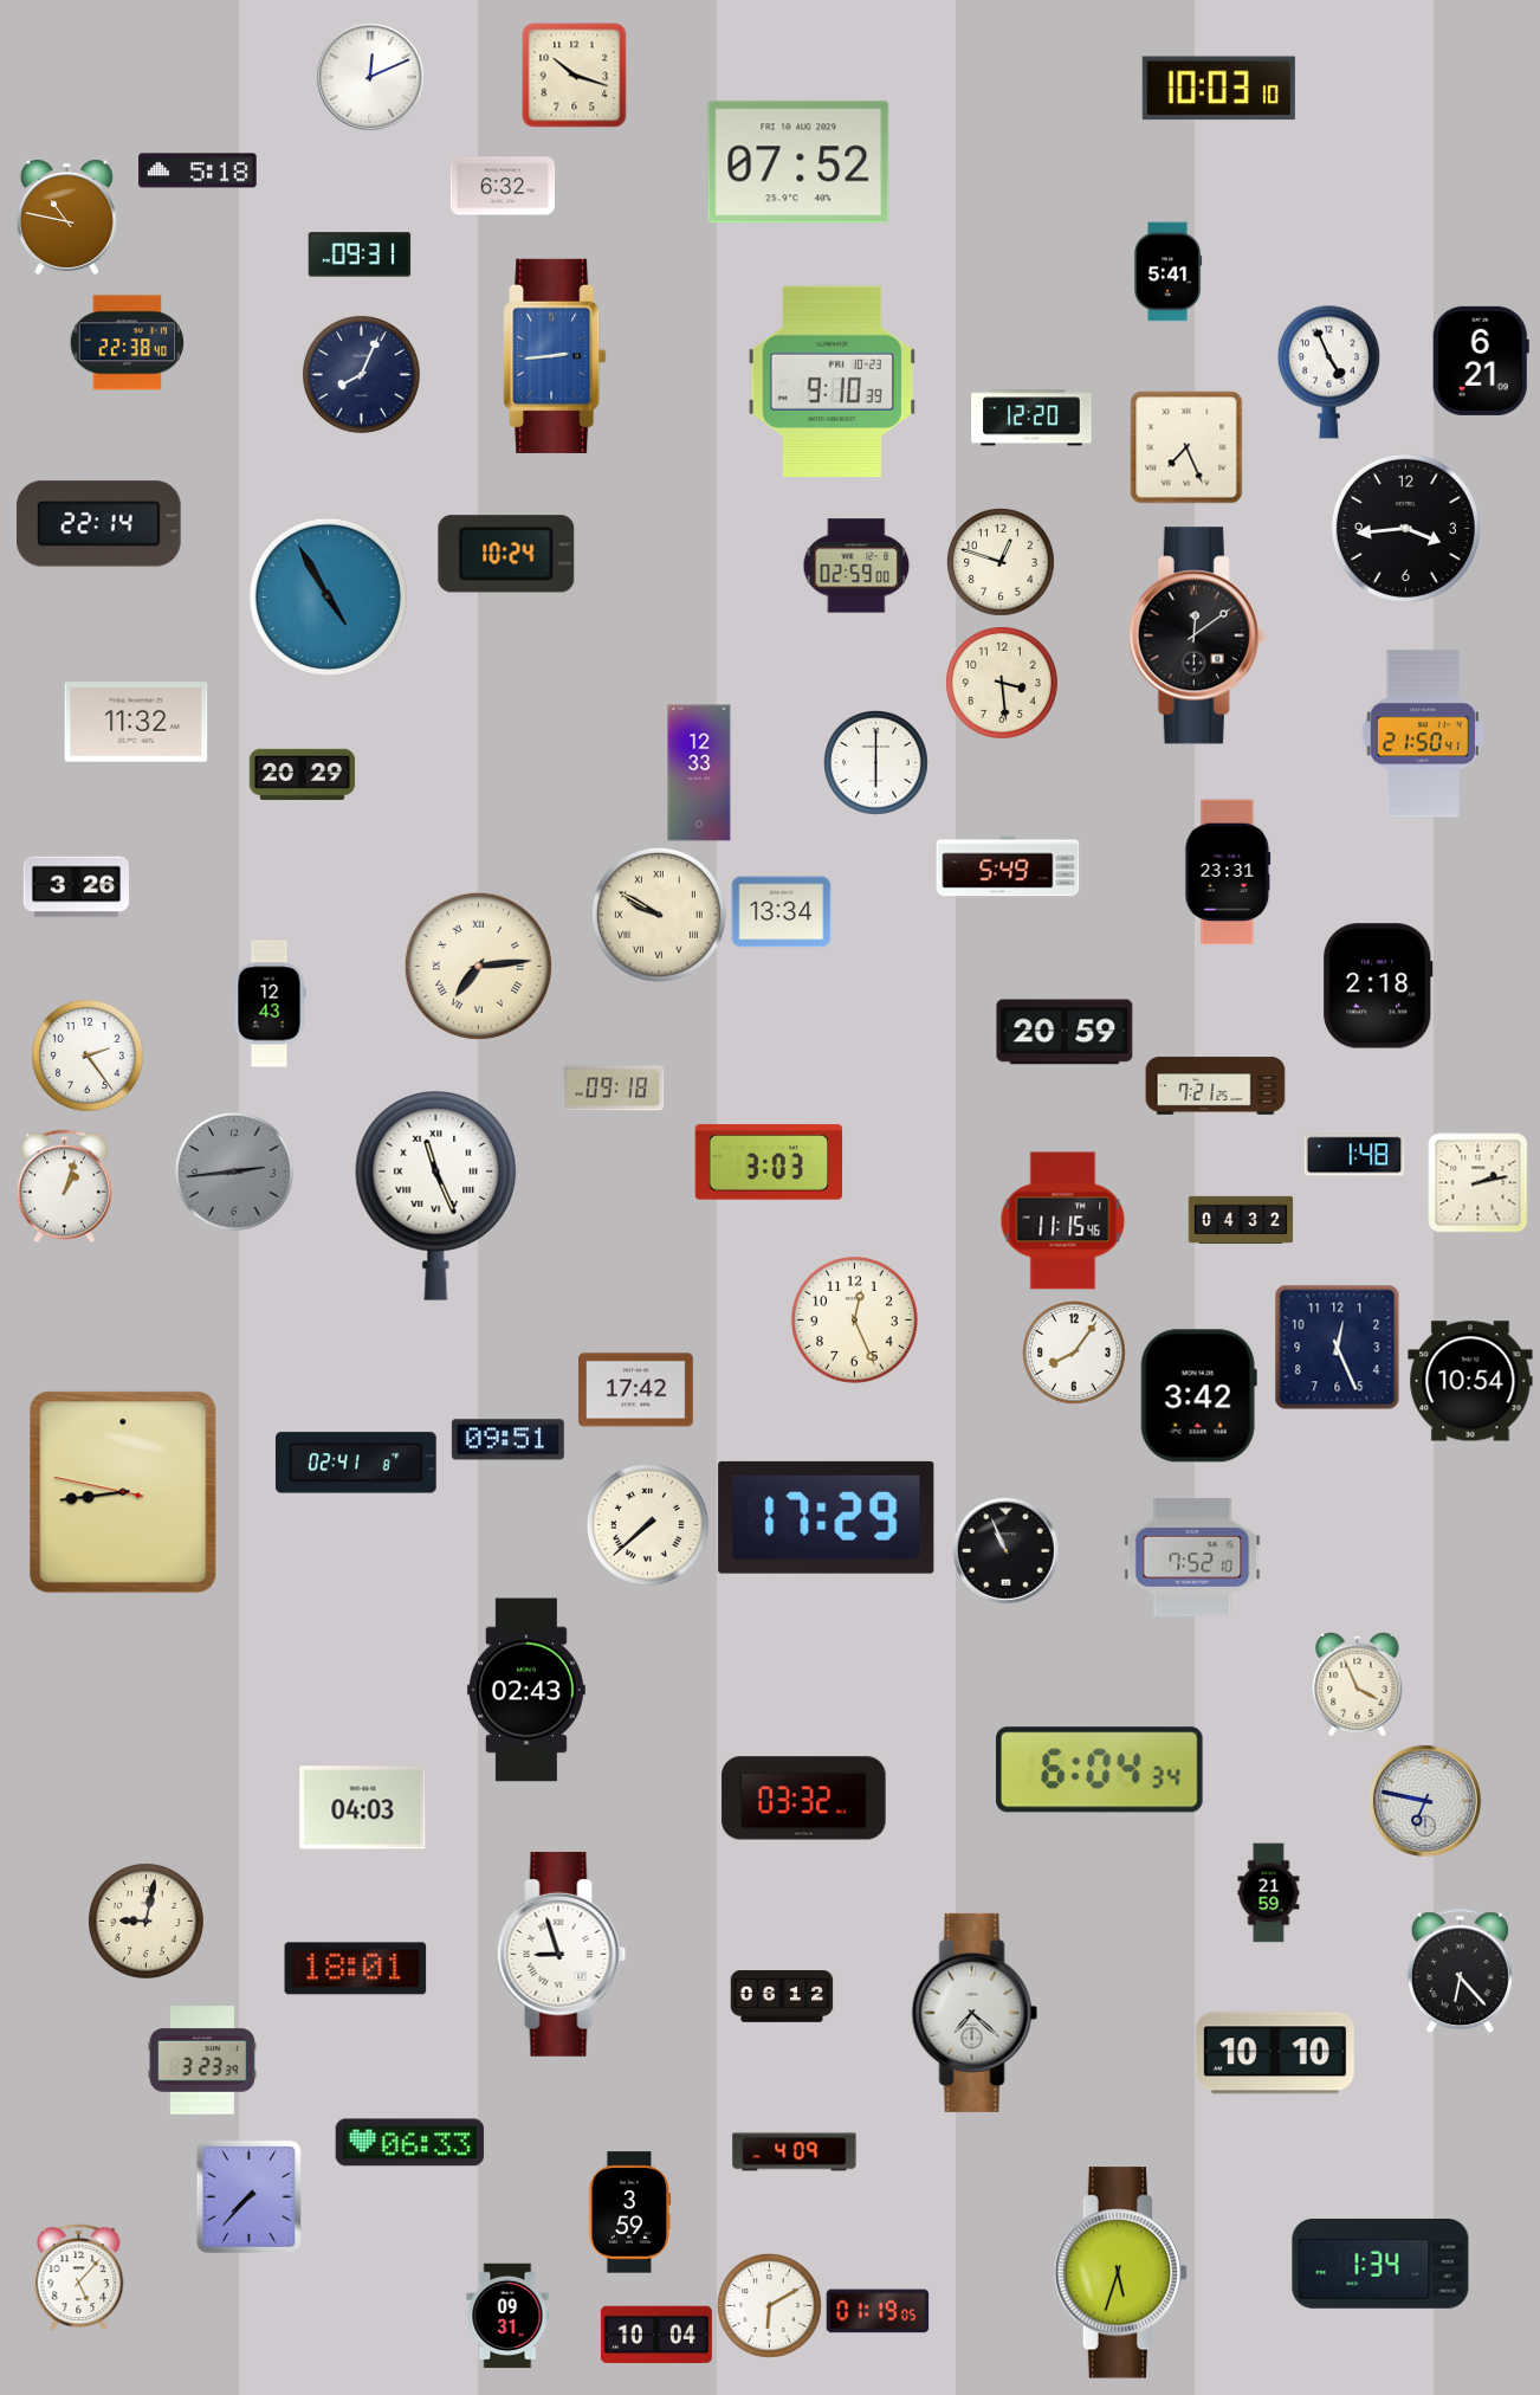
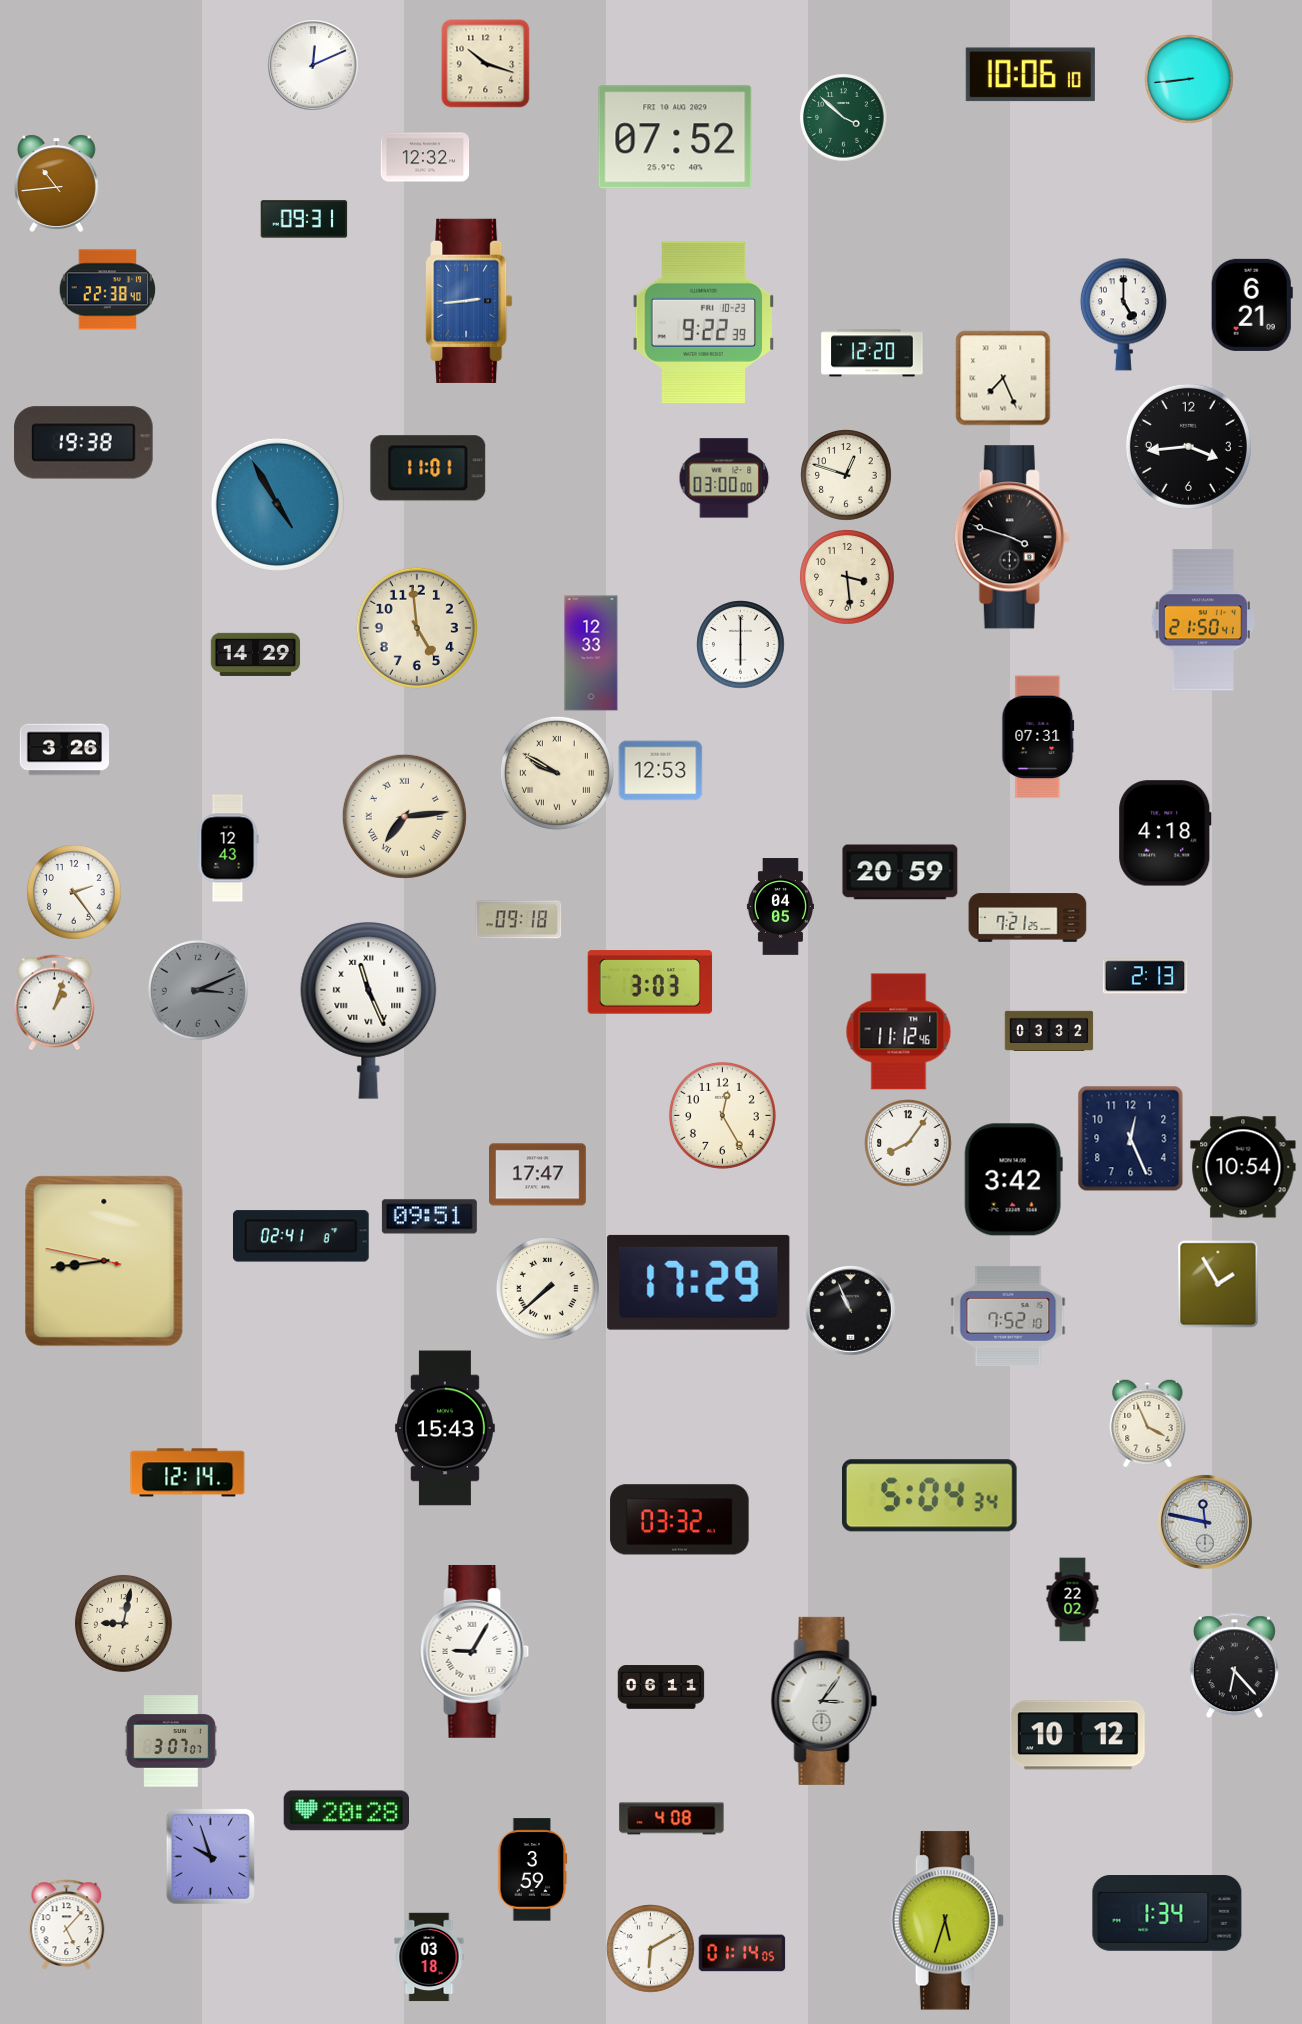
clock at (1218, 89): 10:03 -> 10:06
clock at (1189, 79): none -> 8:44
clock at (844, 118): none -> 3:52
clock at (198, 170): 5:18 -> none
clock at (503, 186): 6:32 -> 12:32
clock at (66, 217): 10:47 -> 10:44
clock at (360, 254) position: (360, 254) -> (304, 219)
clock at (1167, 272): 5:41 -> none
clock at (1328, 372): 4:56 -> 5:00
clock at (361, 374): 8:04 -> none
clock at (833, 381): 9:10 -> 9:22
clock at (99, 524): 22:14 -> 19:38
clock at (506, 554): 10:24 -> 11:01
clock at (856, 566): 02:59 -> 03:00
clock at (1197, 635): 12:09 -> 3:48
clock at (136, 722): 11:32 -> none
clock at (417, 628): none -> 4:59
clock at (303, 774): 20:29 -> 14:29
clock at (1008, 866): 5:49 -> none
clock at (1228, 872): 23:31 -> 07:31
clock at (782, 912): 13:34 -> 12:53
clock at (1378, 986): 2:18 -> 4:18
clock at (780, 907): none -> 04:05
clock at (1354, 1155): 1:48 -> 2:13
clock at (234, 1171): 2:44 -> 3:11
clock at (1478, 1183): 2:13 -> none
clock at (1241, 1219): 04:32 -> 03:32
clock at (1063, 1221): 11:15 -> 11:12
clock at (854, 1319): 12:26 -> 12:25
clock at (636, 1390): 17:42 -> 17:47
clock at (1218, 1284): none -> 1:55
clock at (526, 1690): 02:43 -> 15:43
clock at (188, 1473): none -> 12:14
clock at (1099, 1770): 6:04 -> 5:04
clock at (1425, 1801): 6:47 -> 11:47
clock at (363, 1808): 04:03 -> none
clock at (1269, 1893): 21:59 -> 22:02
clock at (562, 1954): 8:57 -> 9:05
clock at (356, 1969): 18:01 -> none
clock at (782, 1996): 06:12 -> 06:11
clock at (975, 2013): 7:22 -> 3:06
clock at (1275, 2053): 10:10 -> 10:12
clock at (202, 2060): 3:23 -> 3:07
clock at (409, 2143): 06:33 -> 20:28
clock at (795, 2152): 4:09 -> 4:08
clock at (248, 2196): 7:37 -> 9:57
clock at (878, 2311): 01:19 -> 01:14
clock at (507, 2316): 09:31 -> 03:18
clock at (656, 2335): 10:04 -> none
